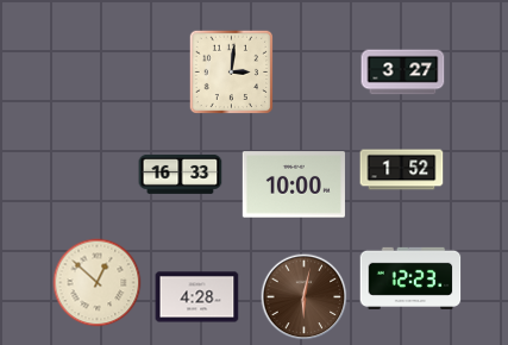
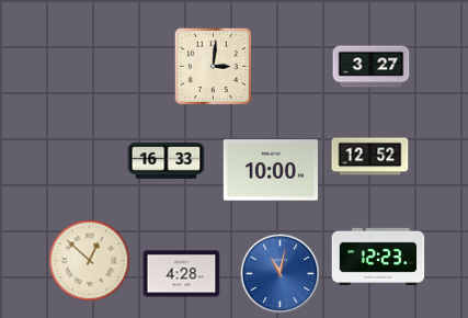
clock at (402, 170): 1:52 -> 12:52
clock at (305, 297): 6:02 -> 11:02
clock at (305, 297) dial: brown -> blue
